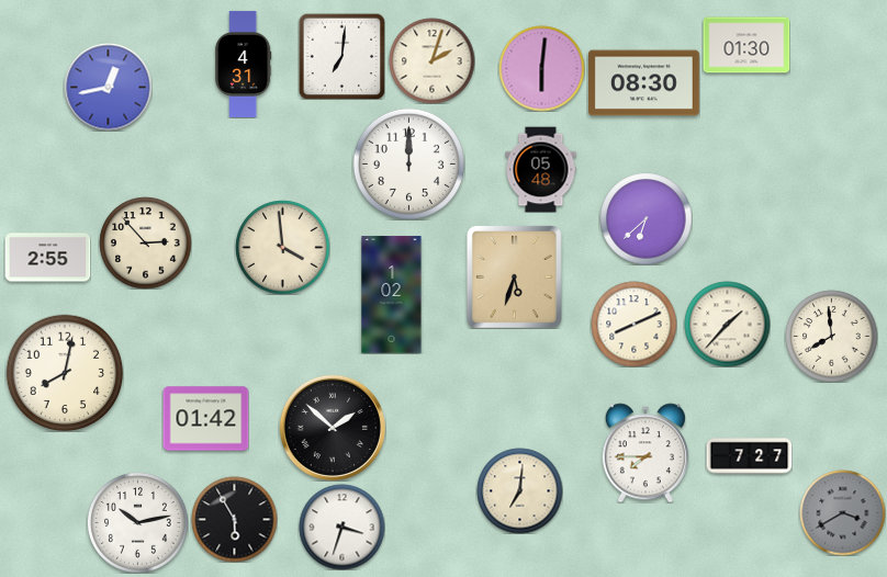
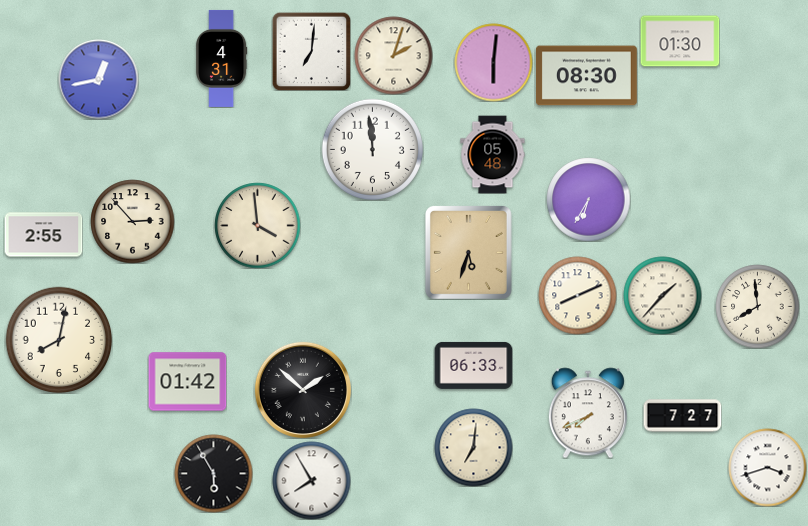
clock at (408, 163): 12:00 -> 11:59
clock at (645, 218): 6:38 -> 6:35
clock at (392, 295): 1:02 -> none
clock at (473, 365): none -> 06:33
clock at (645, 453): 7:45 -> 7:41
clock at (842, 512): 3:40 -> 3:42
clock at (842, 512) dial: grey -> white
clock at (137, 522): 10:13 -> none
clock at (341, 527): 3:33 -> 7:55
